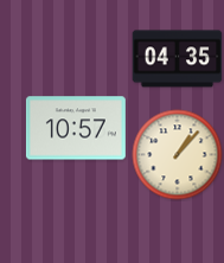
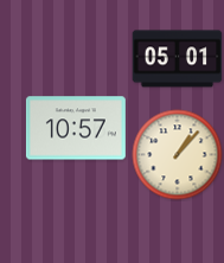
clock at (178, 59): 04:35 -> 05:01
